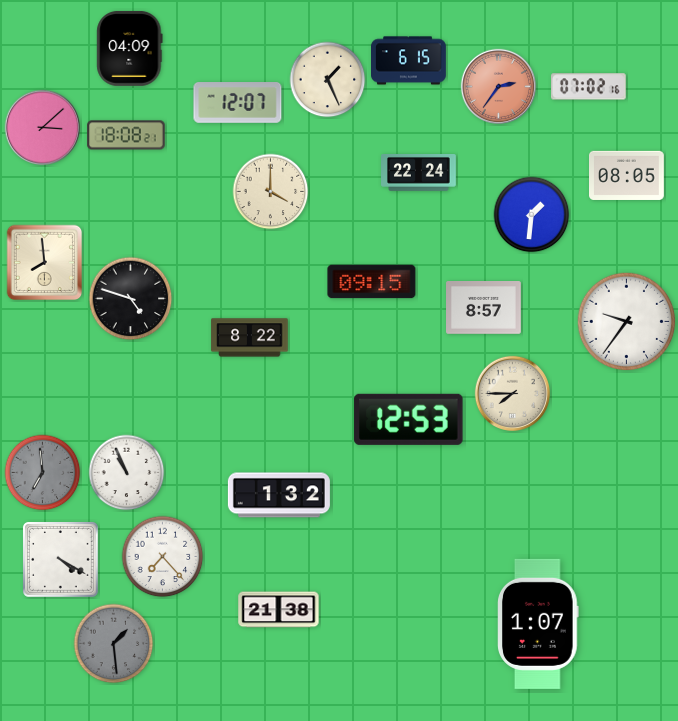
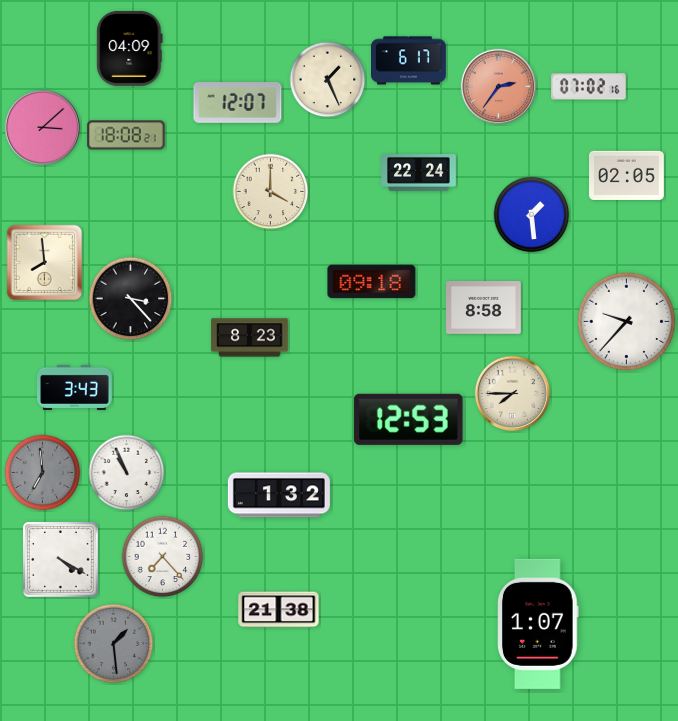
clock at (409, 61): 6:15 -> 6:17
clock at (627, 175): 08:05 -> 02:05
clock at (532, 215): 1:31 -> 1:29
clock at (372, 282): 09:15 -> 09:18
clock at (131, 299): 4:48 -> 3:23
clock at (484, 308): 8:57 -> 8:58
clock at (627, 322): 9:36 -> 9:37
clock at (250, 338): 8:22 -> 8:23
clock at (75, 387): none -> 3:43
